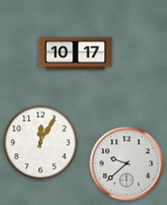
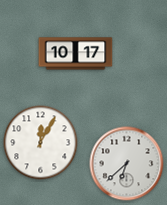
clock at (127, 164): 9:38 -> 6:38
